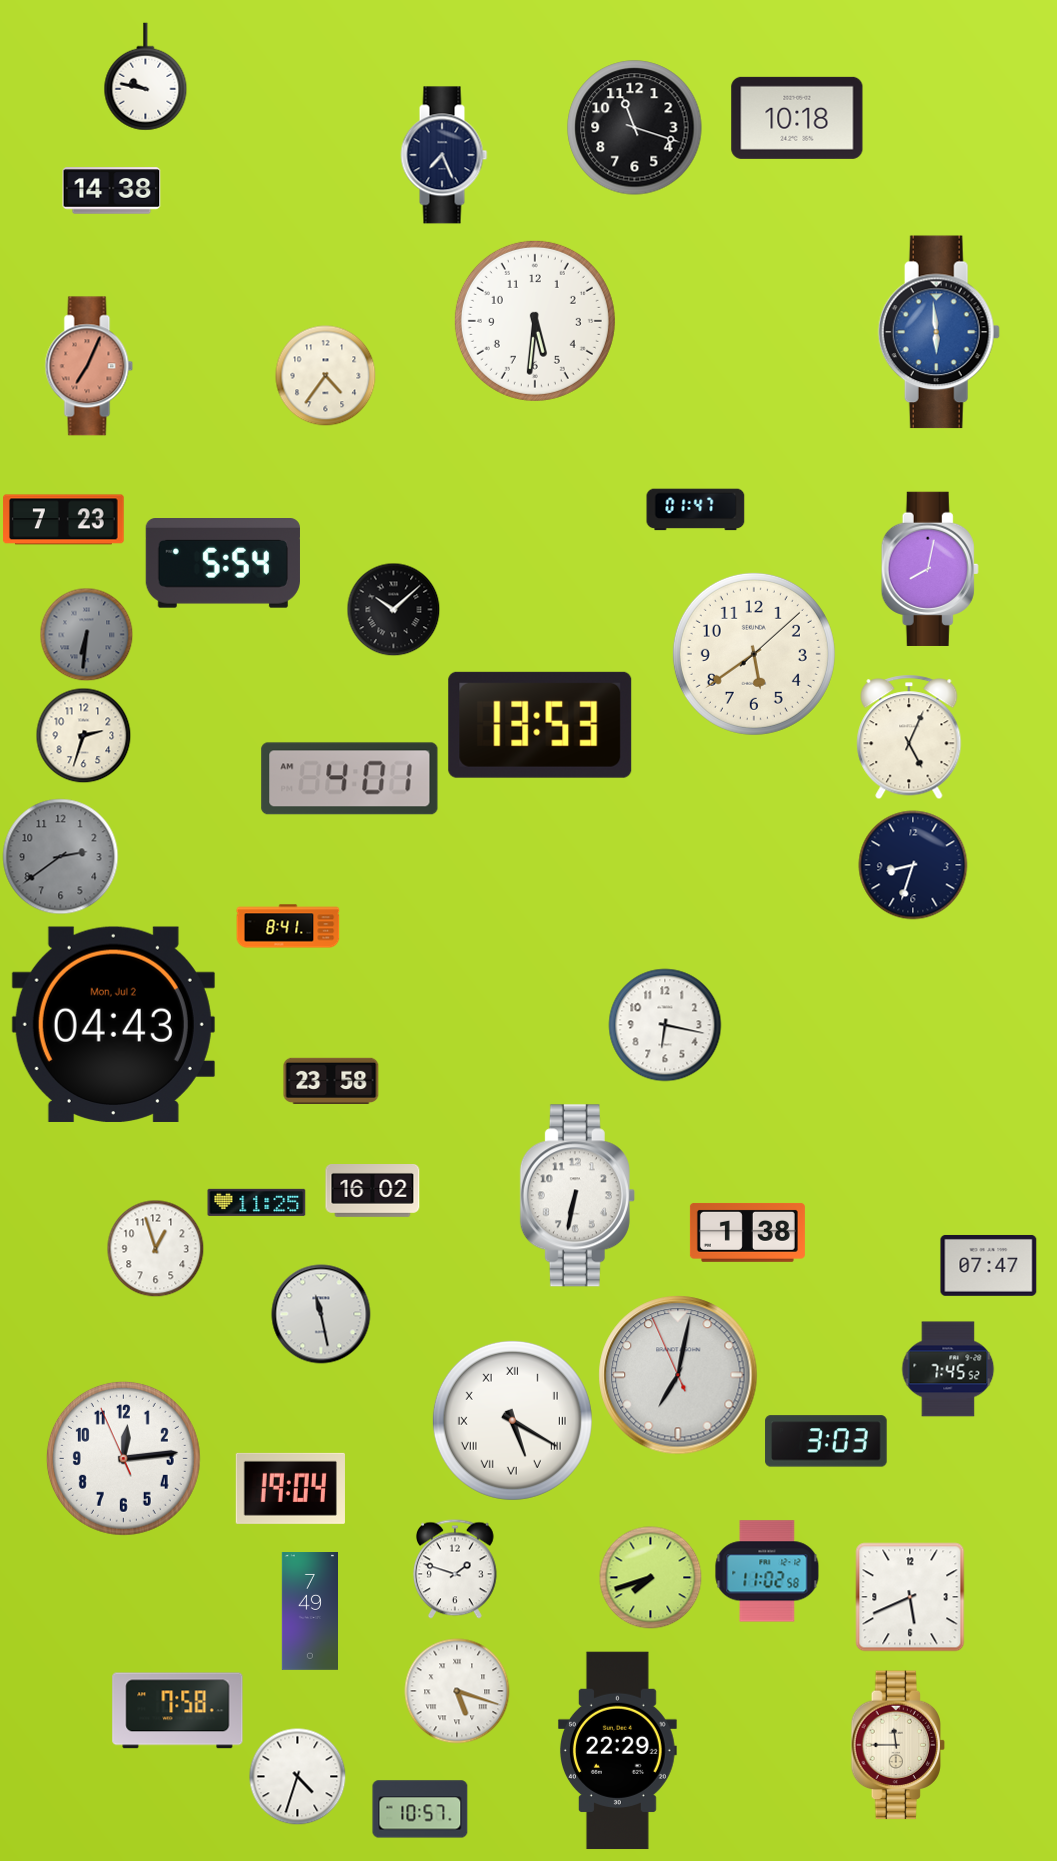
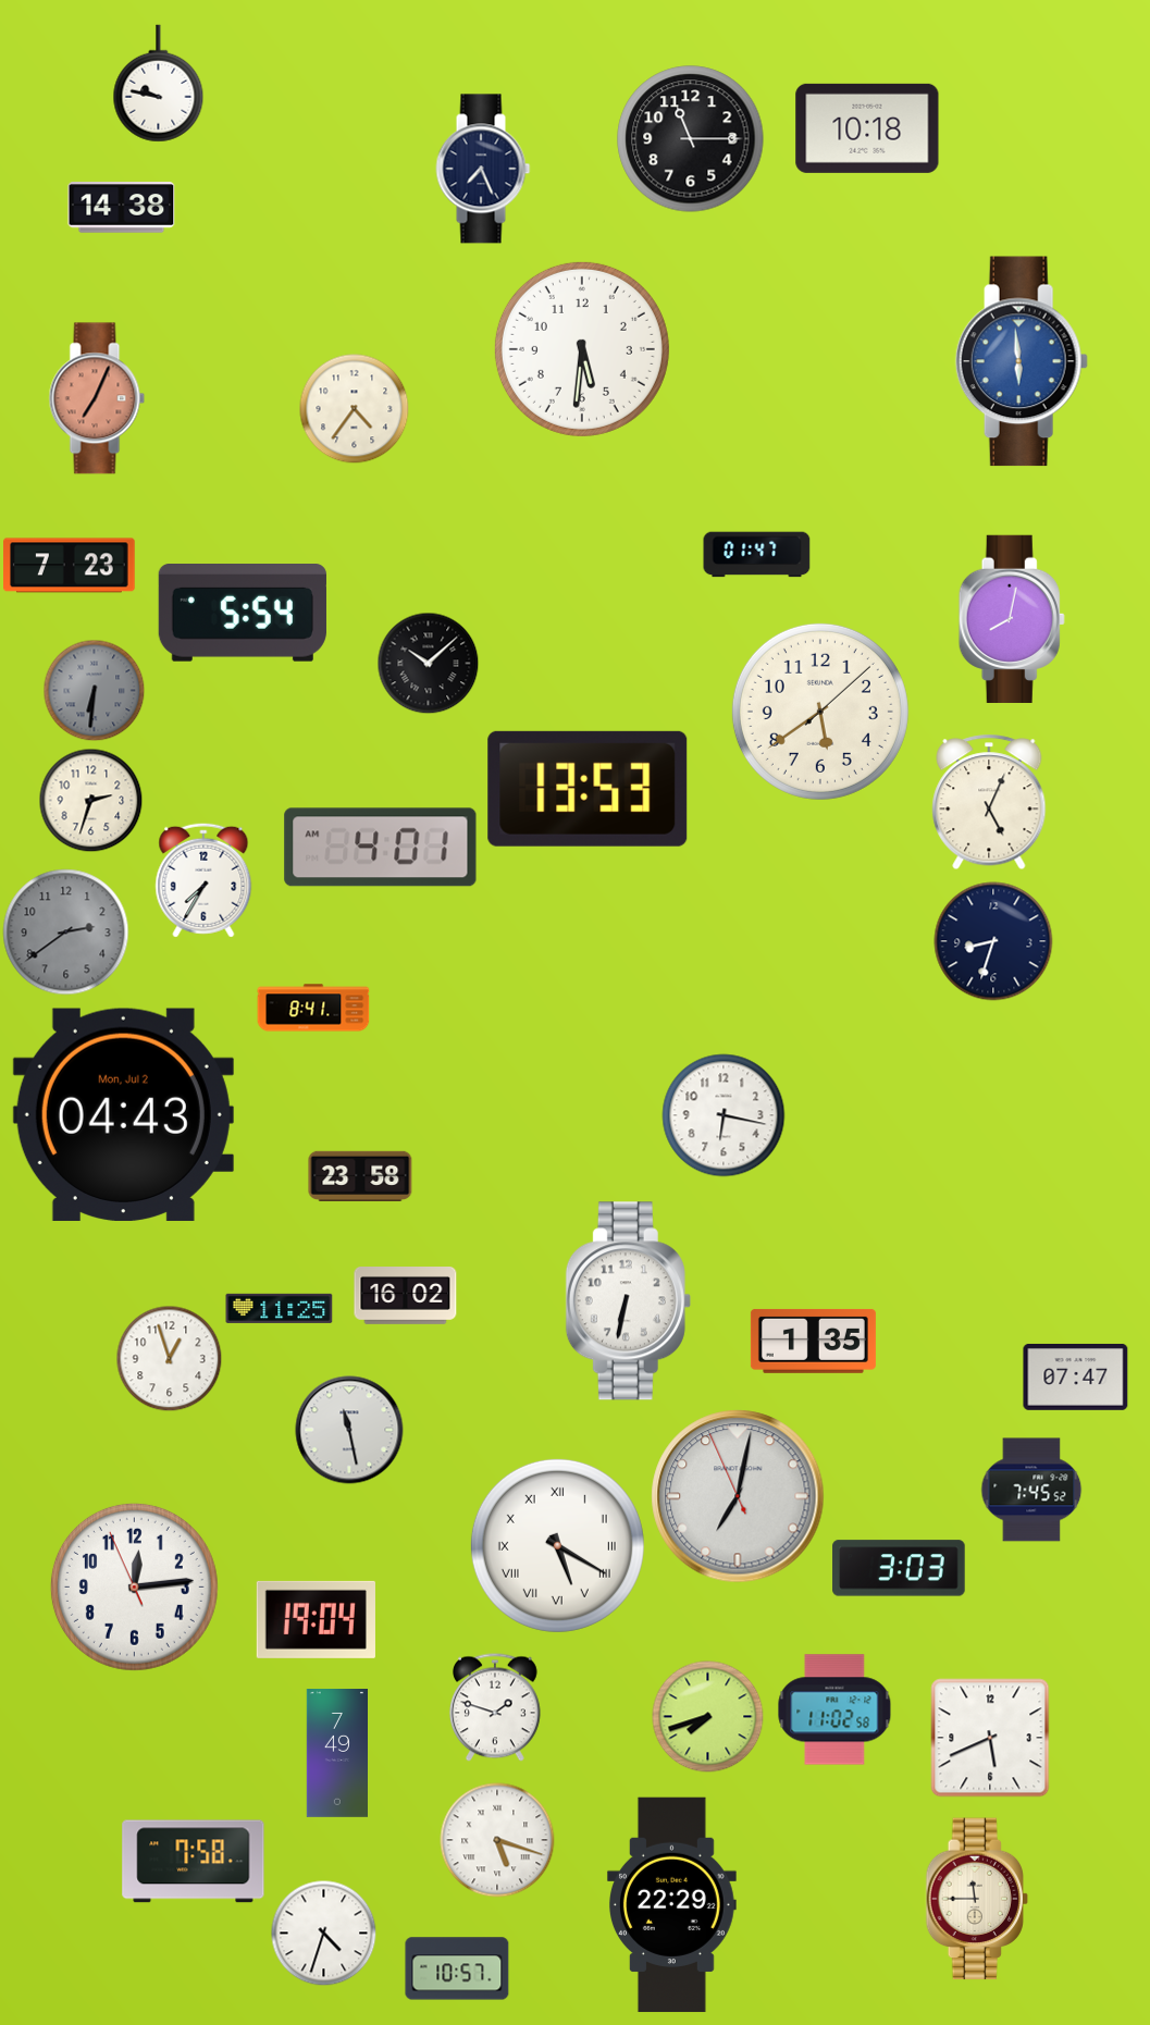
clock at (635, 128): 11:18 -> 11:15
clock at (203, 880): none -> 7:35
clock at (747, 1232): 1:38 -> 1:35
